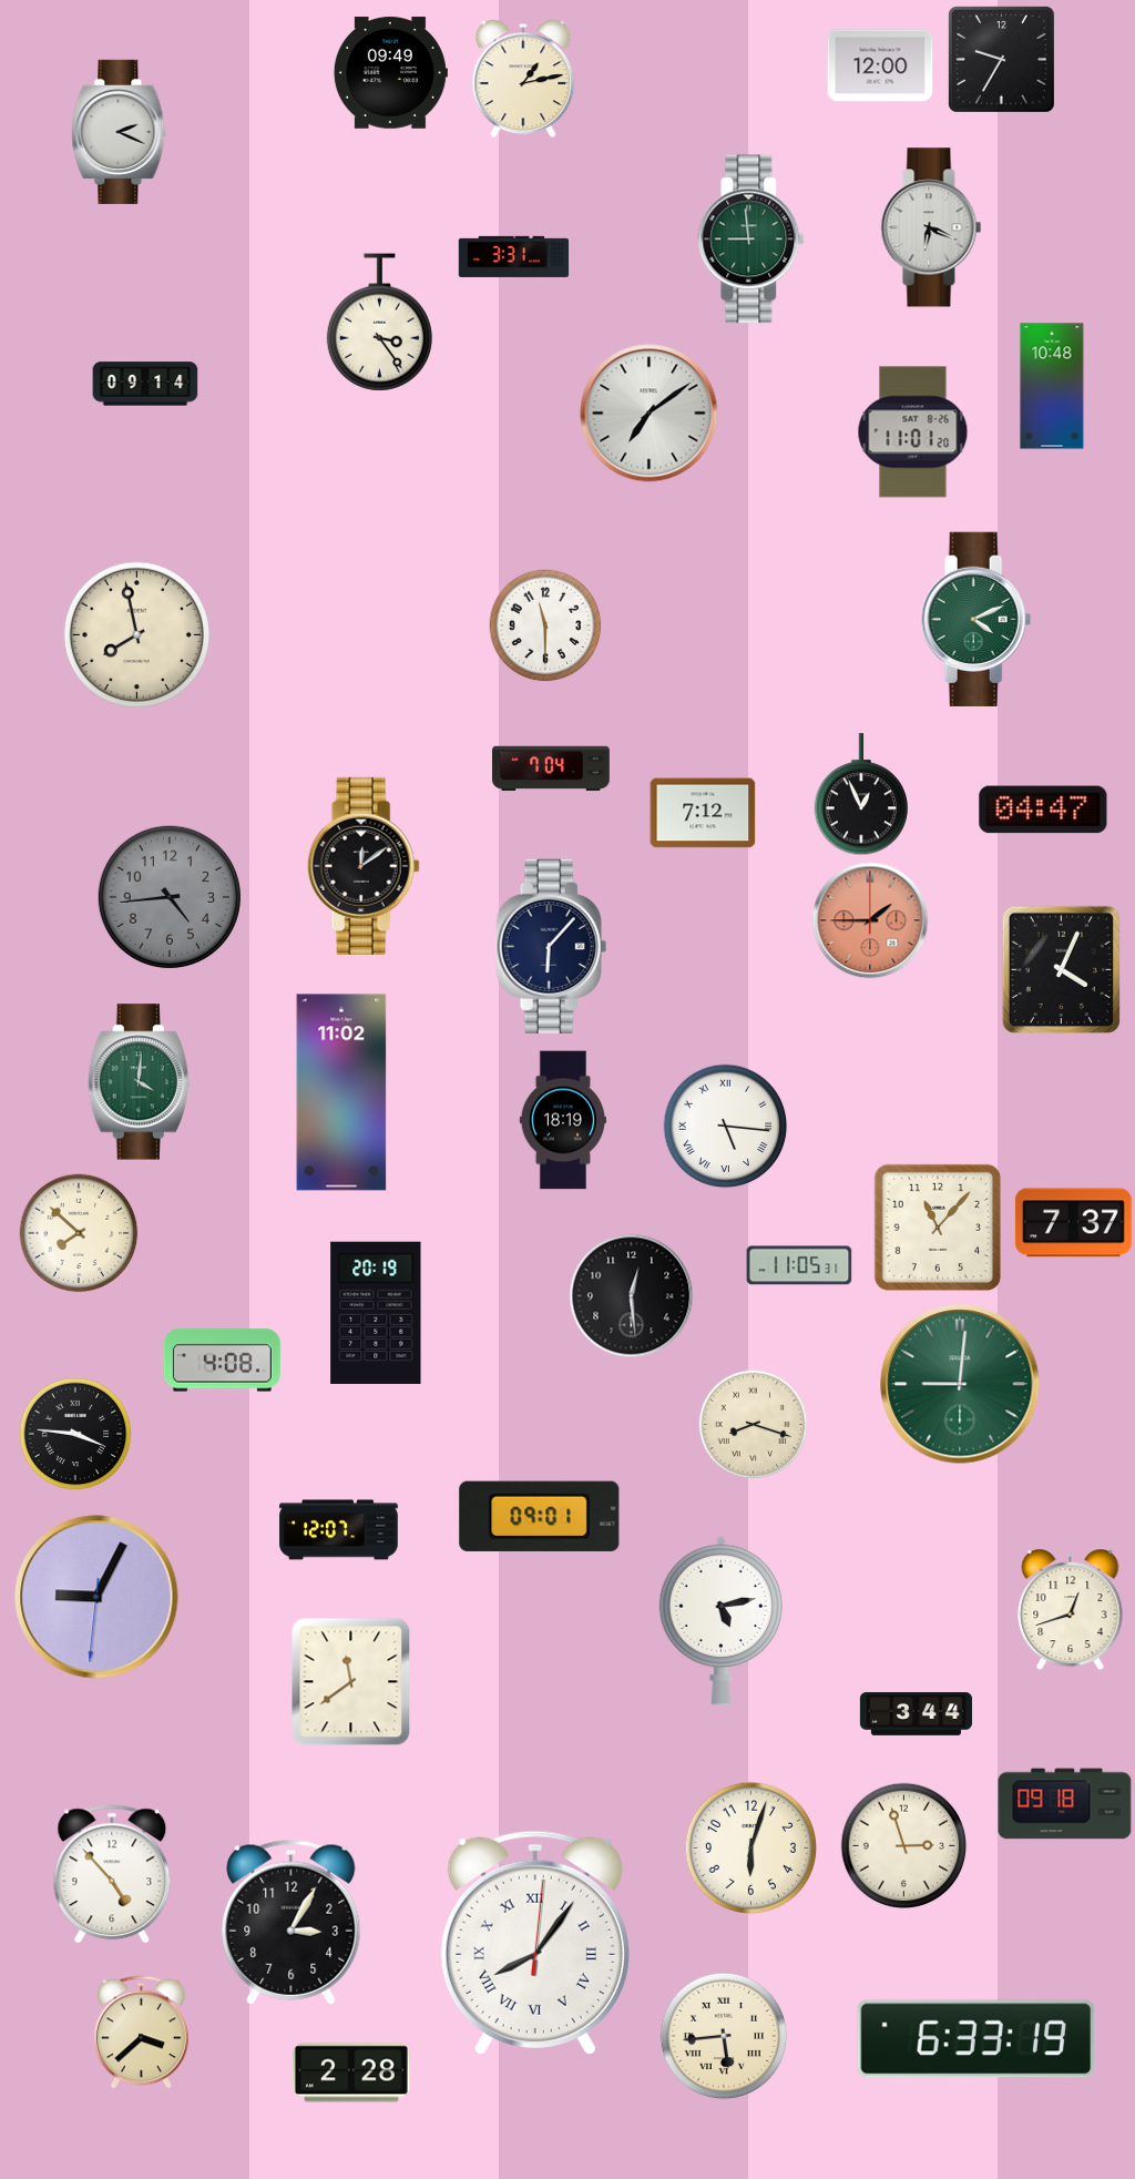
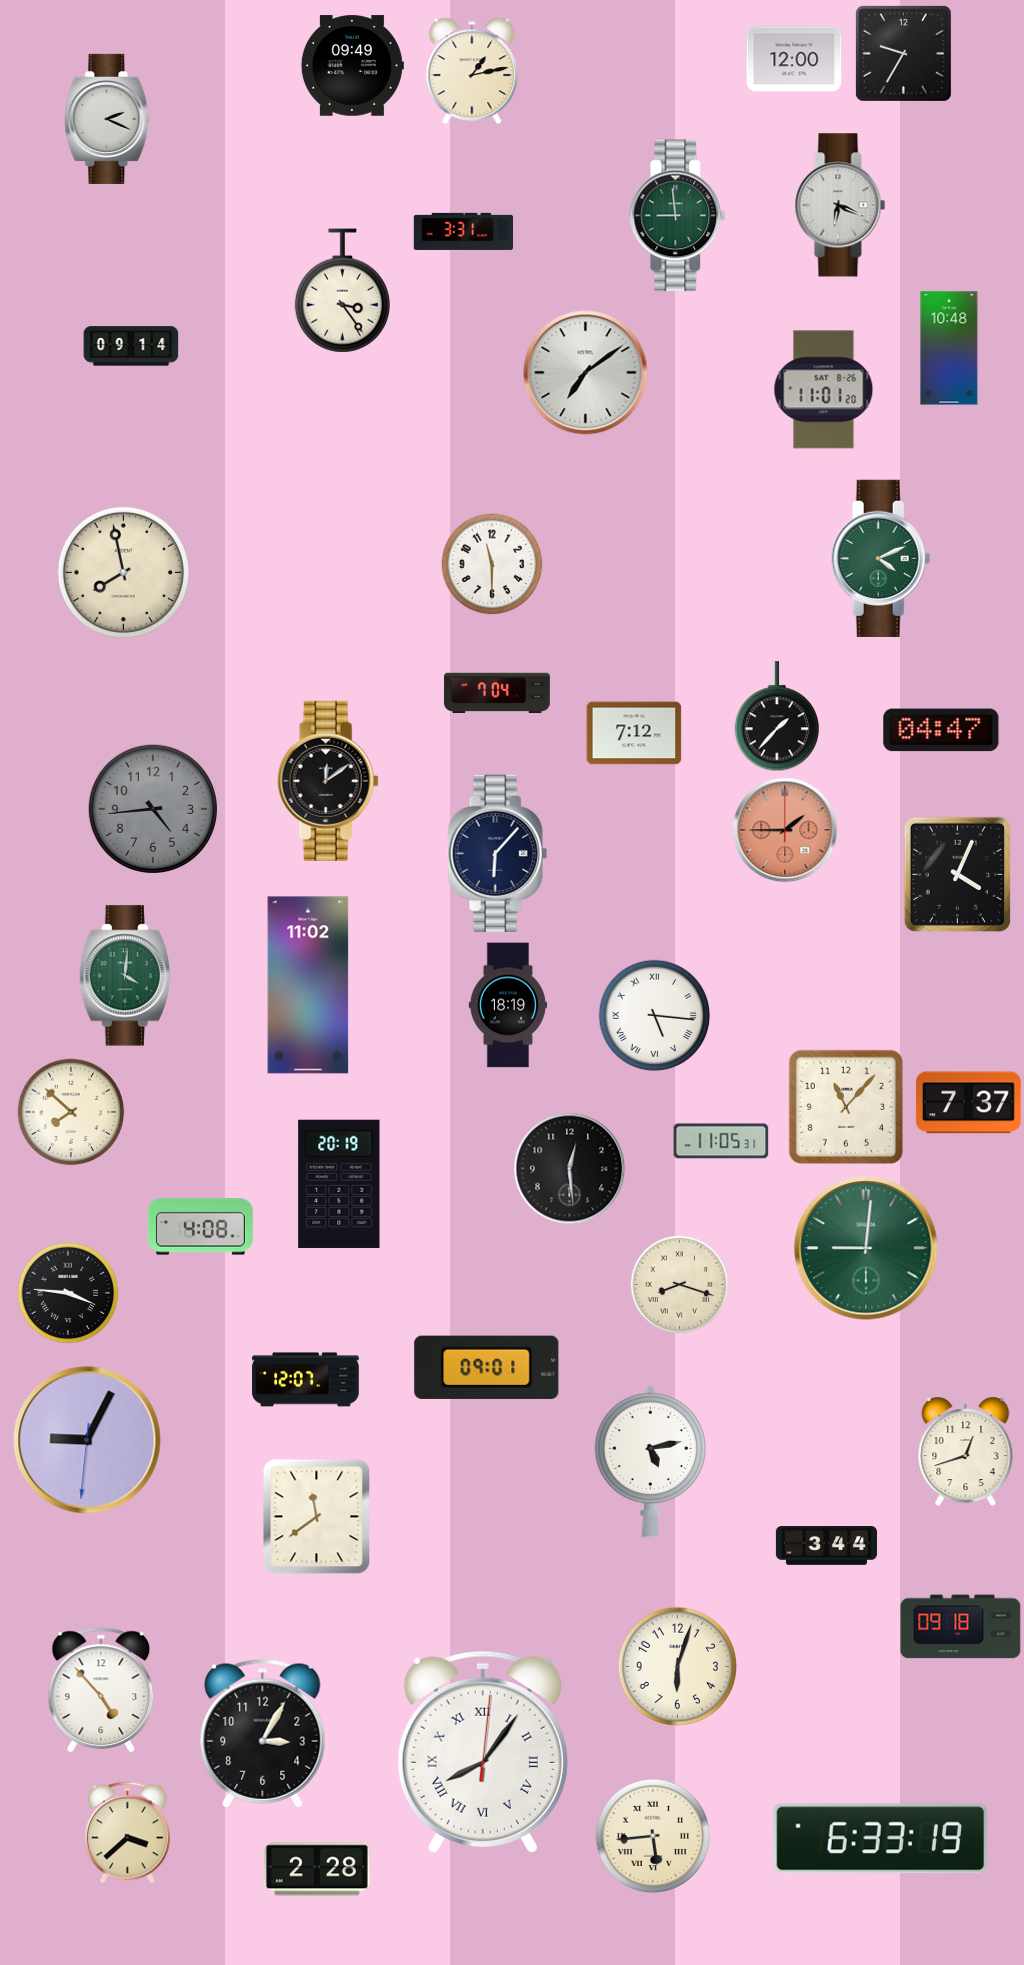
clock at (860, 795): 12:56 -> 1:37
clock at (562, 1120) position: (562, 1120) -> (507, 1005)
clock at (904, 1846): 2:57 -> none
